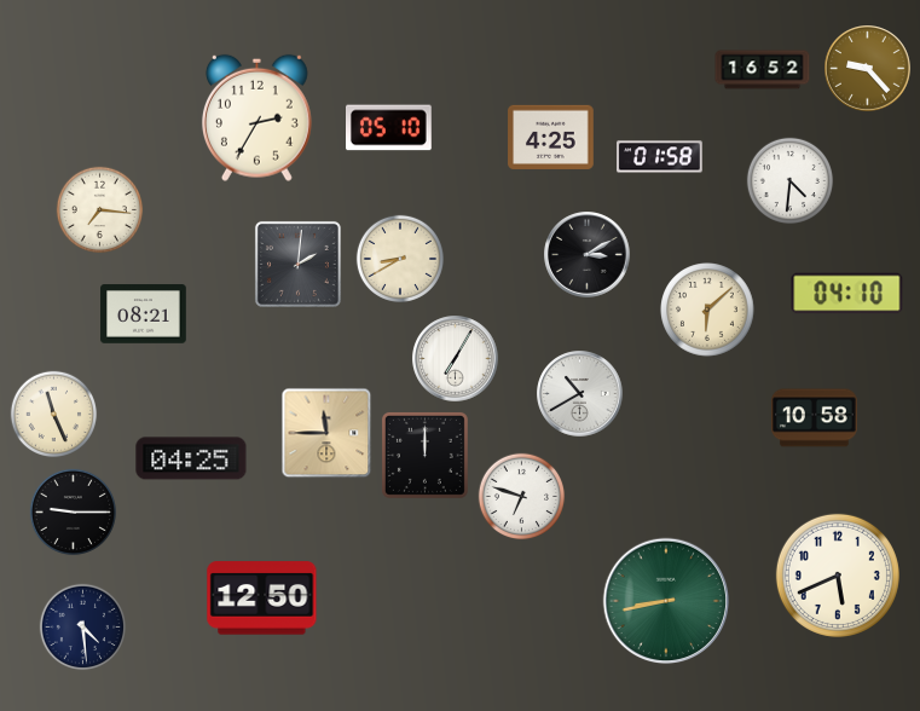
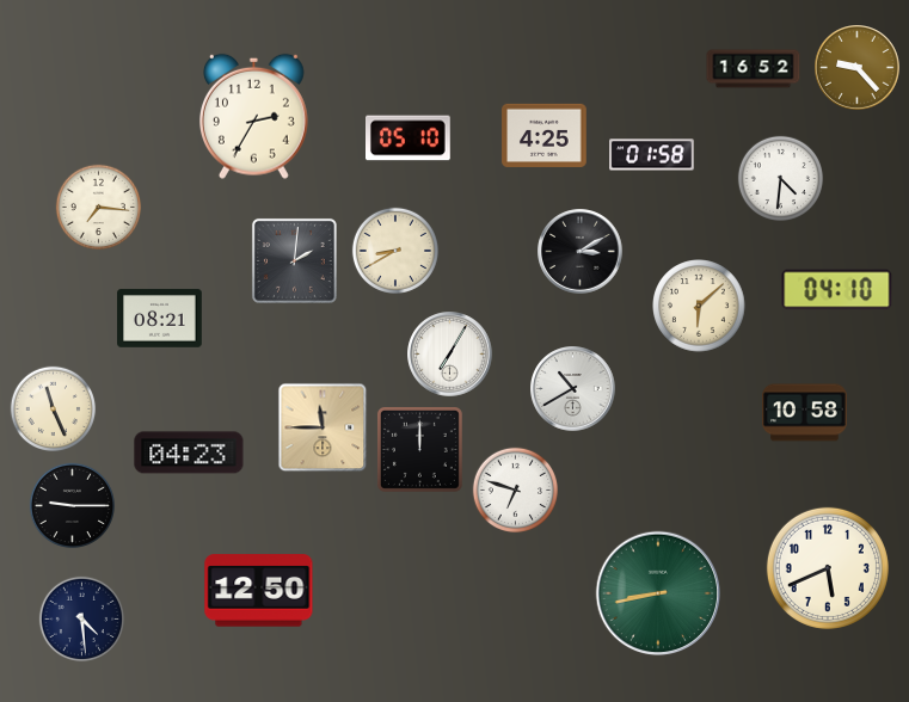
clock at (389, 128) position: (389, 128) -> (409, 138)
clock at (399, 258) position: (399, 258) -> (394, 250)
clock at (144, 314) position: (144, 314) -> (160, 319)
clock at (191, 458): 04:25 -> 04:23
